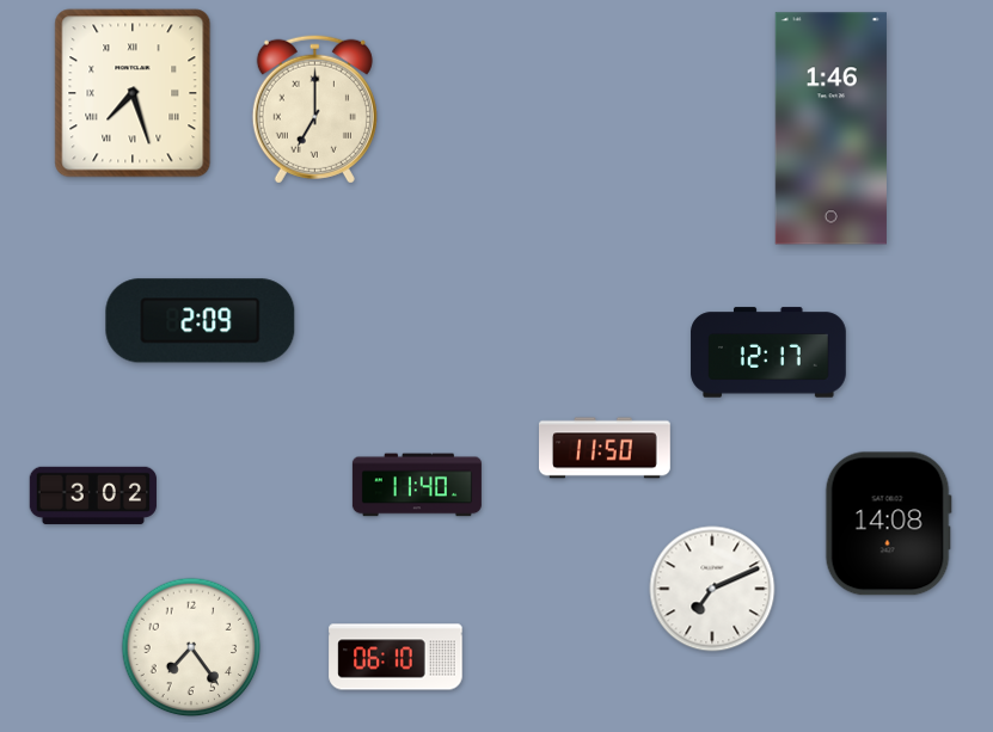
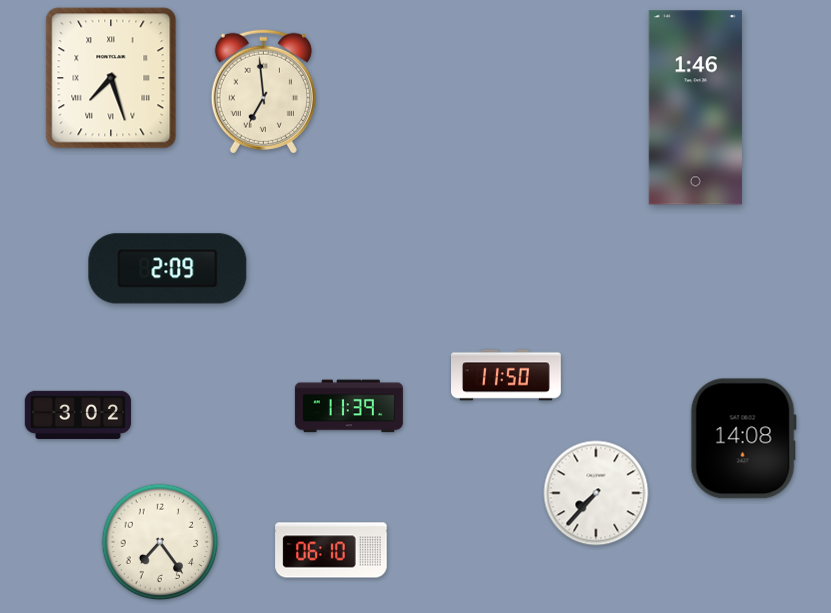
clock at (314, 109): 7:00 -> 6:59
clock at (768, 352): 12:17 -> none
clock at (417, 485): 11:40 -> 11:39
clock at (712, 589): 7:11 -> 7:37
